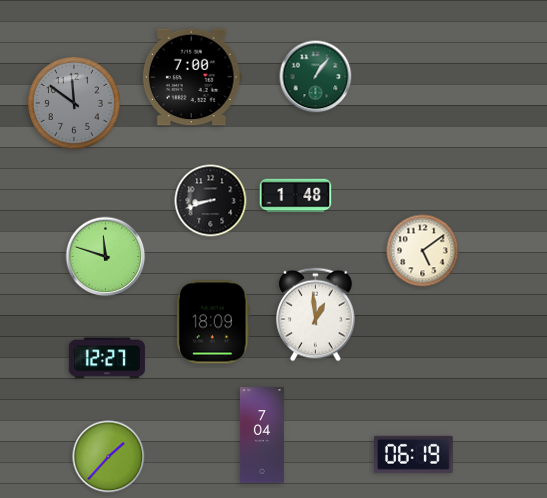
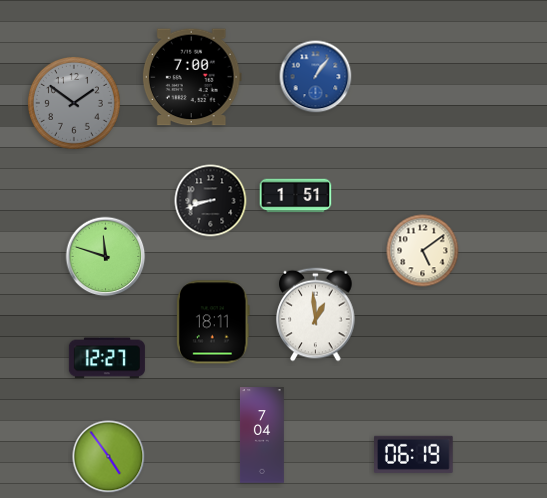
clock at (316, 77) dial: green -> blue
clock at (74, 103): 11:51 -> 1:51
clock at (296, 196): 1:48 -> 1:51
clock at (213, 322): 18:09 -> 18:11
clock at (109, 457): 1:37 -> 4:54
